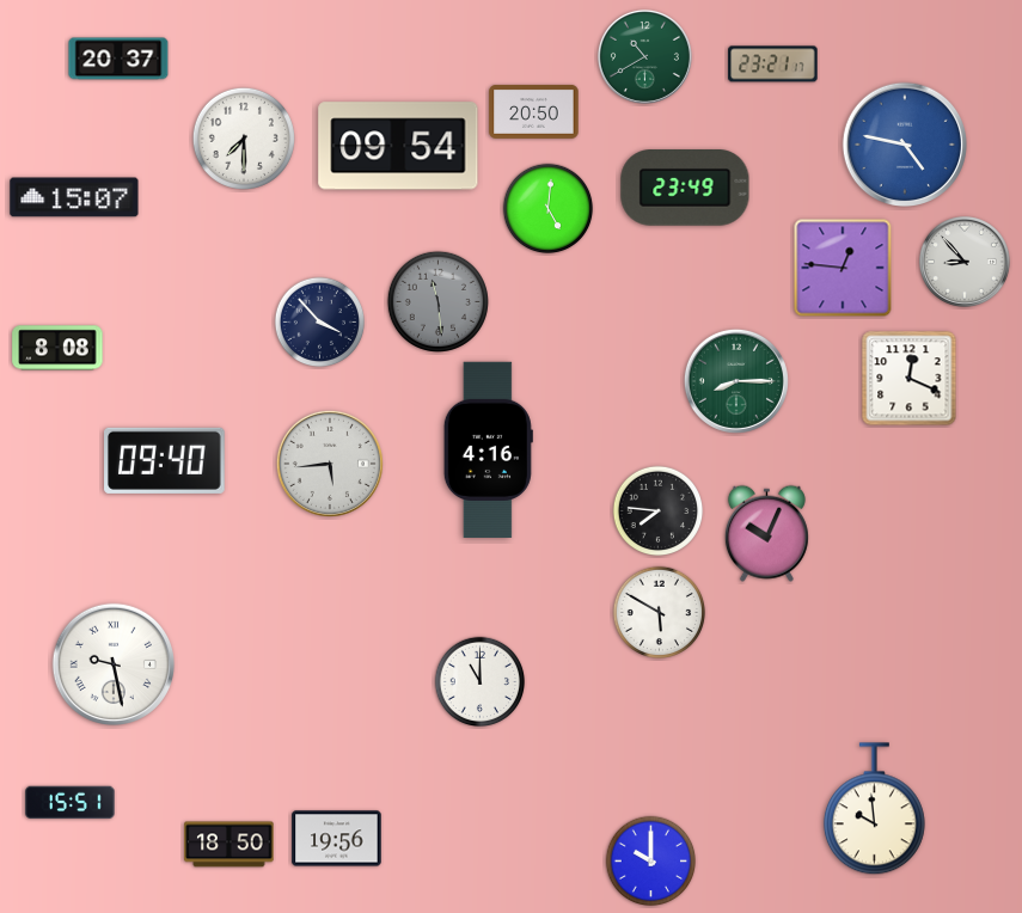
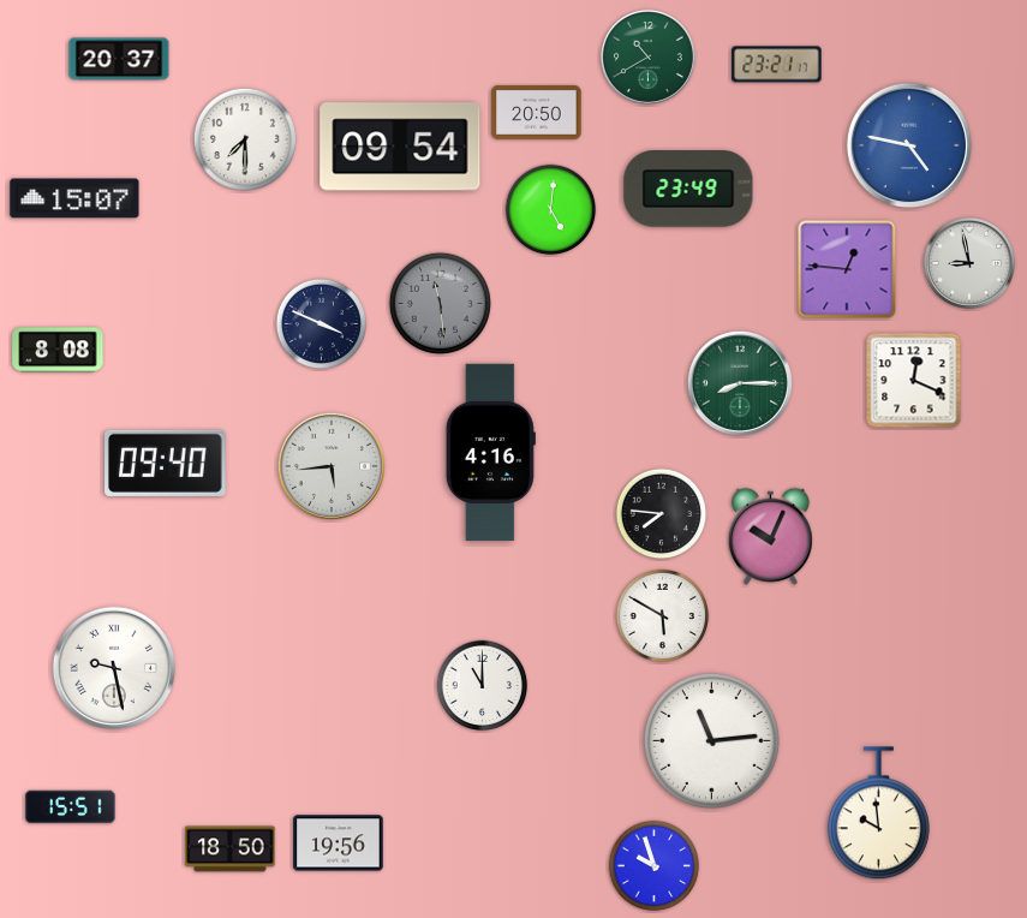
clock at (965, 262): 8:53 -> 8:58
clock at (320, 323): 3:53 -> 3:49
clock at (711, 740): none -> 11:14
clock at (651, 862): 10:00 -> 9:57
